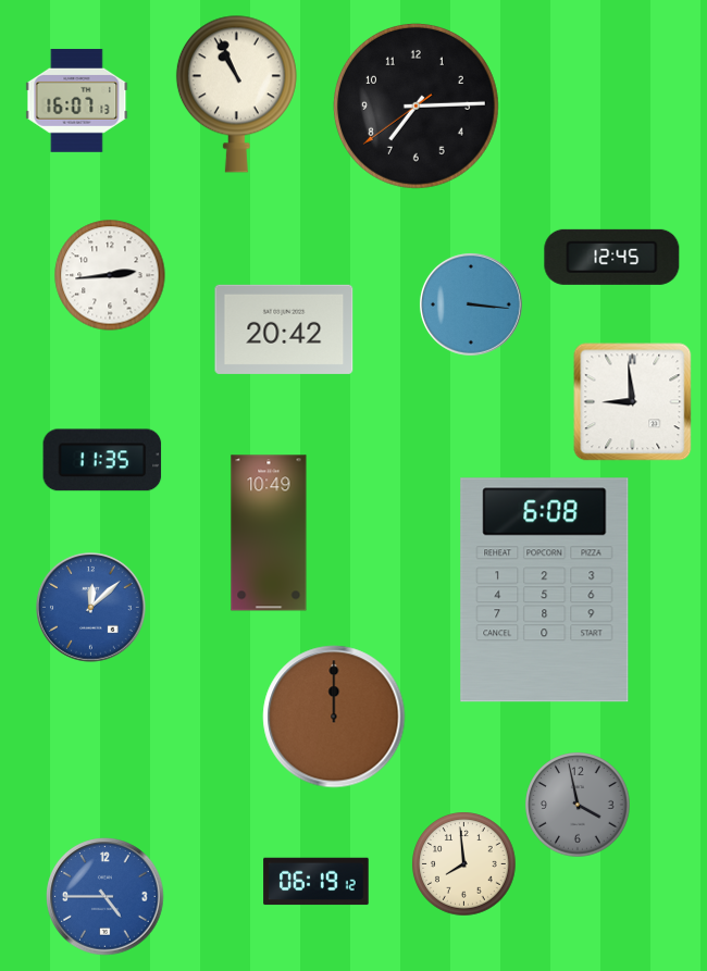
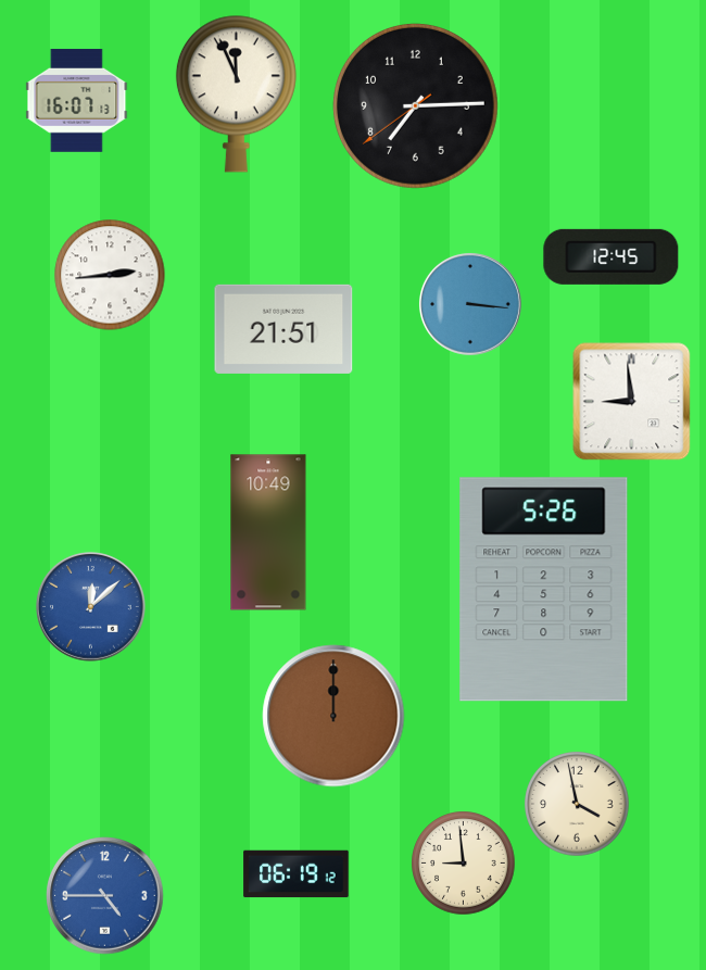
clock at (236, 94): 10:56 -> 11:56
clock at (284, 329): 20:42 -> 21:51
clock at (102, 460): 11:35 -> none
clock at (545, 590): 6:08 -> 5:26
clock at (578, 805) dial: grey -> cream
clock at (464, 864): 7:59 -> 8:59
clock at (317, 882) position: (317, 882) -> (297, 874)
